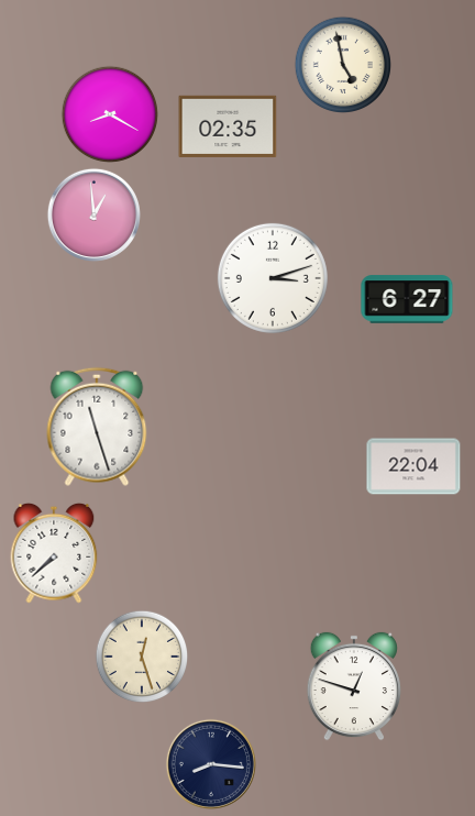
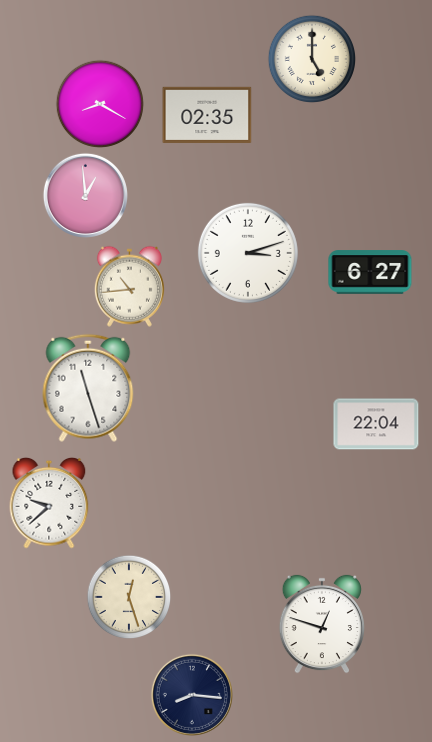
clock at (342, 64): 4:58 -> 5:00
clock at (129, 286): none -> 10:44
clock at (54, 553): 7:38 -> 9:38
